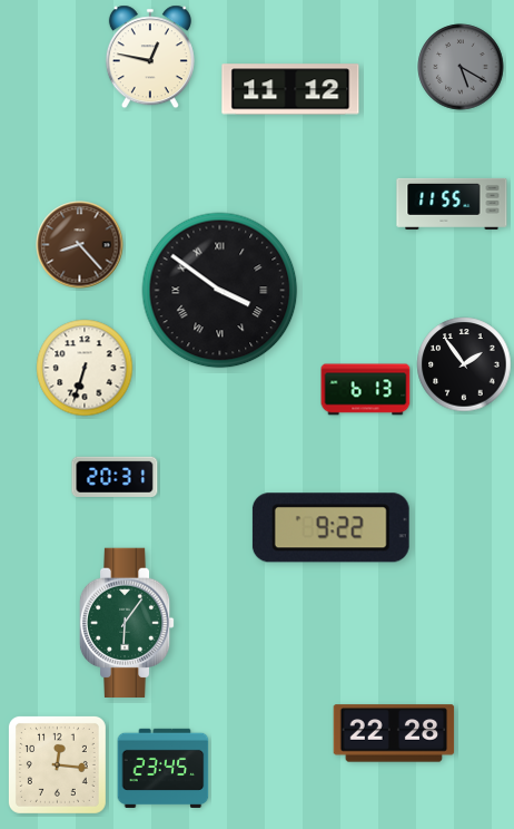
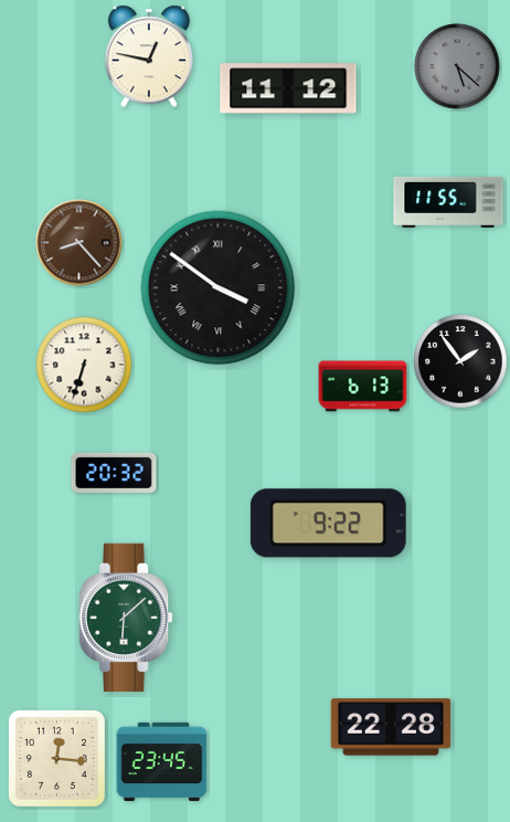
clock at (461, 67): 5:20 -> 5:22
clock at (115, 477): 20:31 -> 20:32
clock at (127, 622): 6:06 -> 6:08
